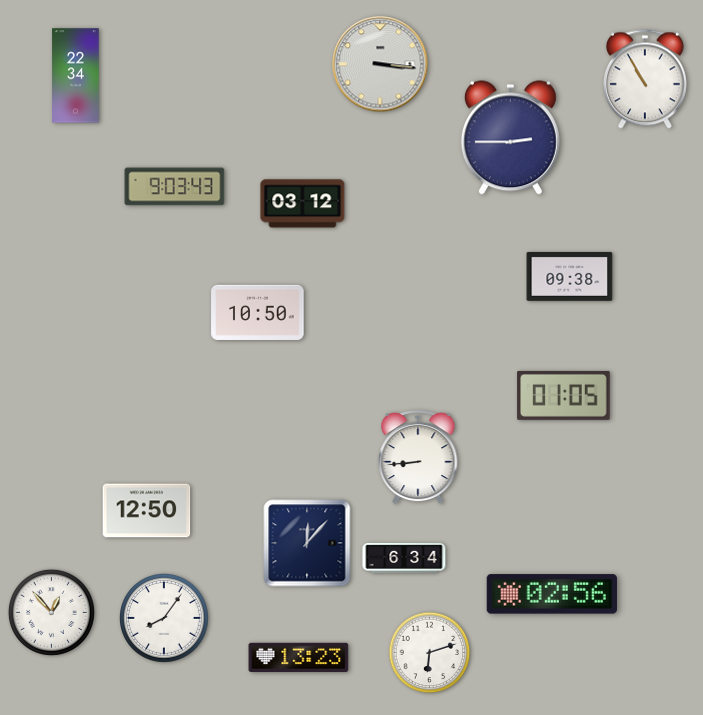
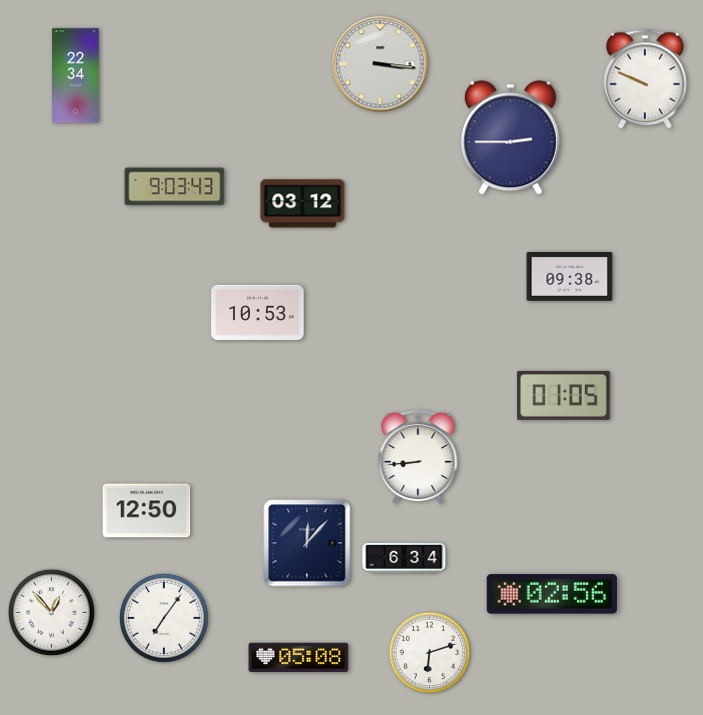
clock at (645, 79): 10:55 -> 9:49
clock at (258, 312): 10:50 -> 10:53
clock at (165, 619): 8:06 -> 7:06
clock at (299, 658): 13:23 -> 05:08
